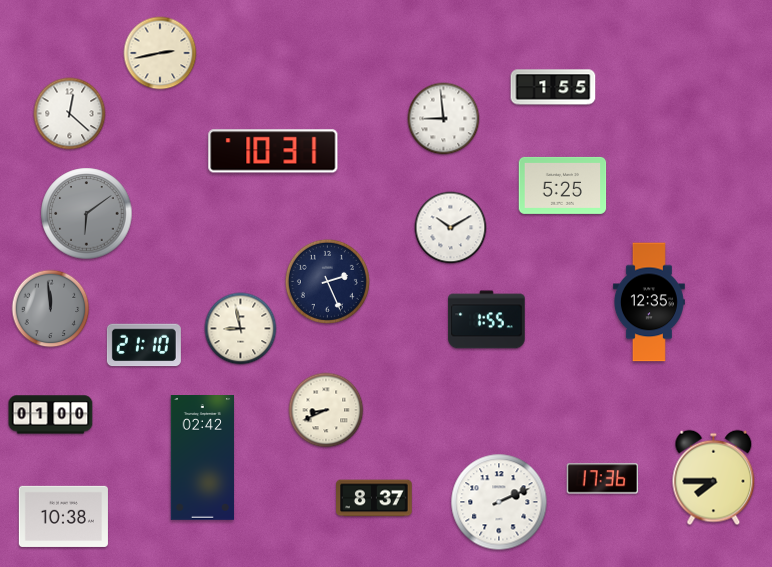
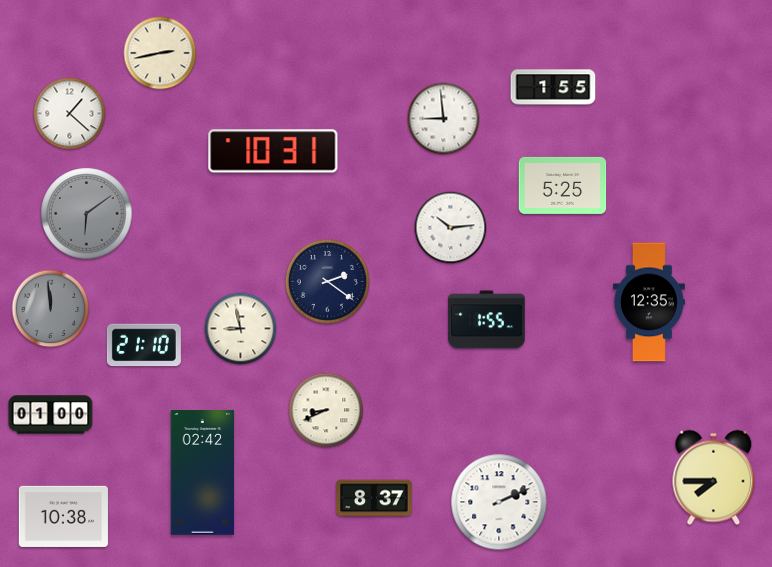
clock at (70, 114): 12:22 -> 1:22
clock at (451, 228): 10:10 -> 10:14
clock at (327, 281): 2:26 -> 2:21
clock at (202, 458) position: (202, 458) -> (202, 473)
clock at (603, 479): 17:36 -> none
